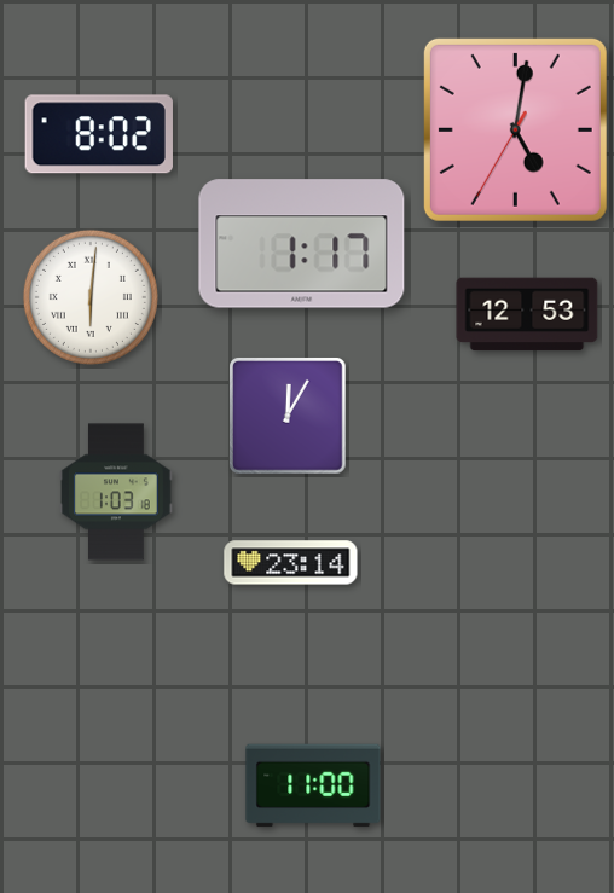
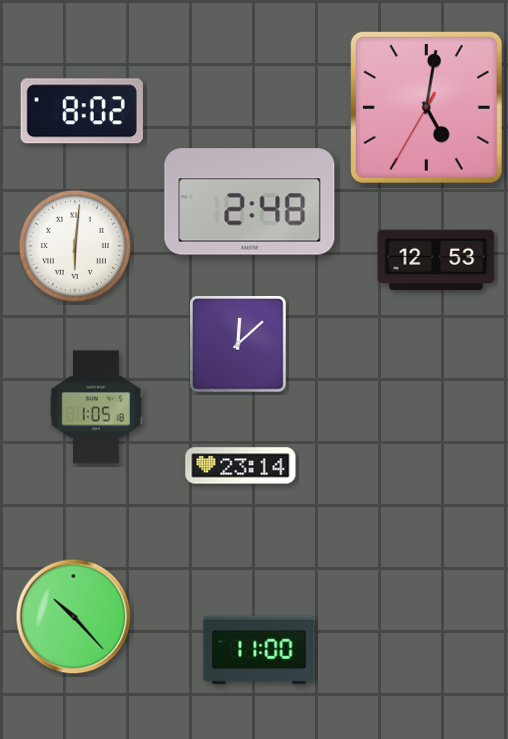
clock at (302, 244): 1:17 -> 2:48
clock at (289, 417): 12:05 -> 12:08
clock at (116, 492): 1:03 -> 1:05
clock at (74, 617): none -> 10:23
